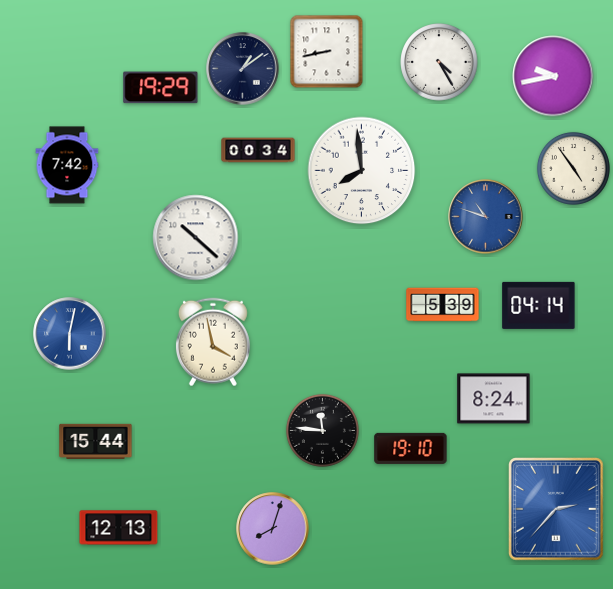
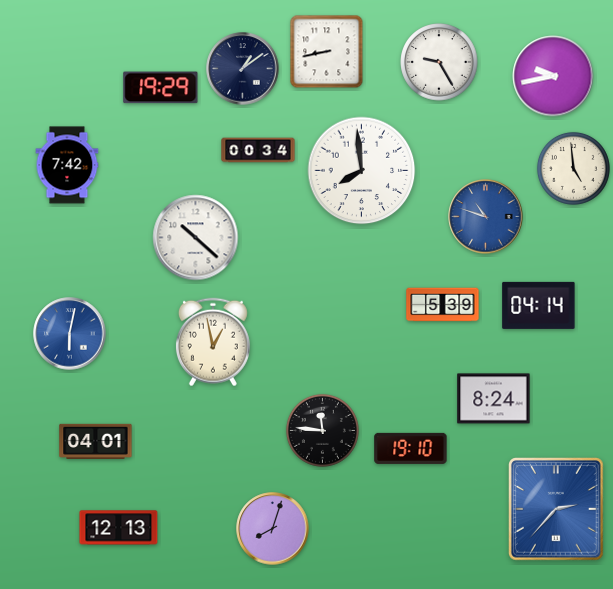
clock at (439, 62): 4:25 -> 9:25
clock at (573, 168): 4:54 -> 4:59
clock at (213, 342): 3:58 -> 12:58
clock at (96, 441): 15:44 -> 04:01
